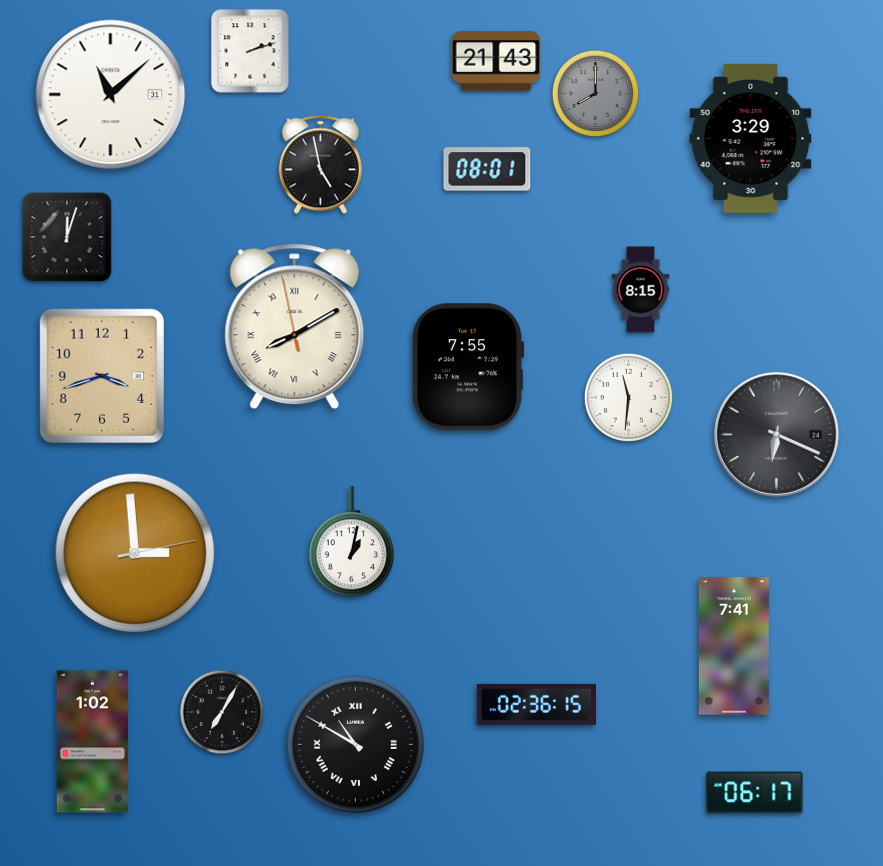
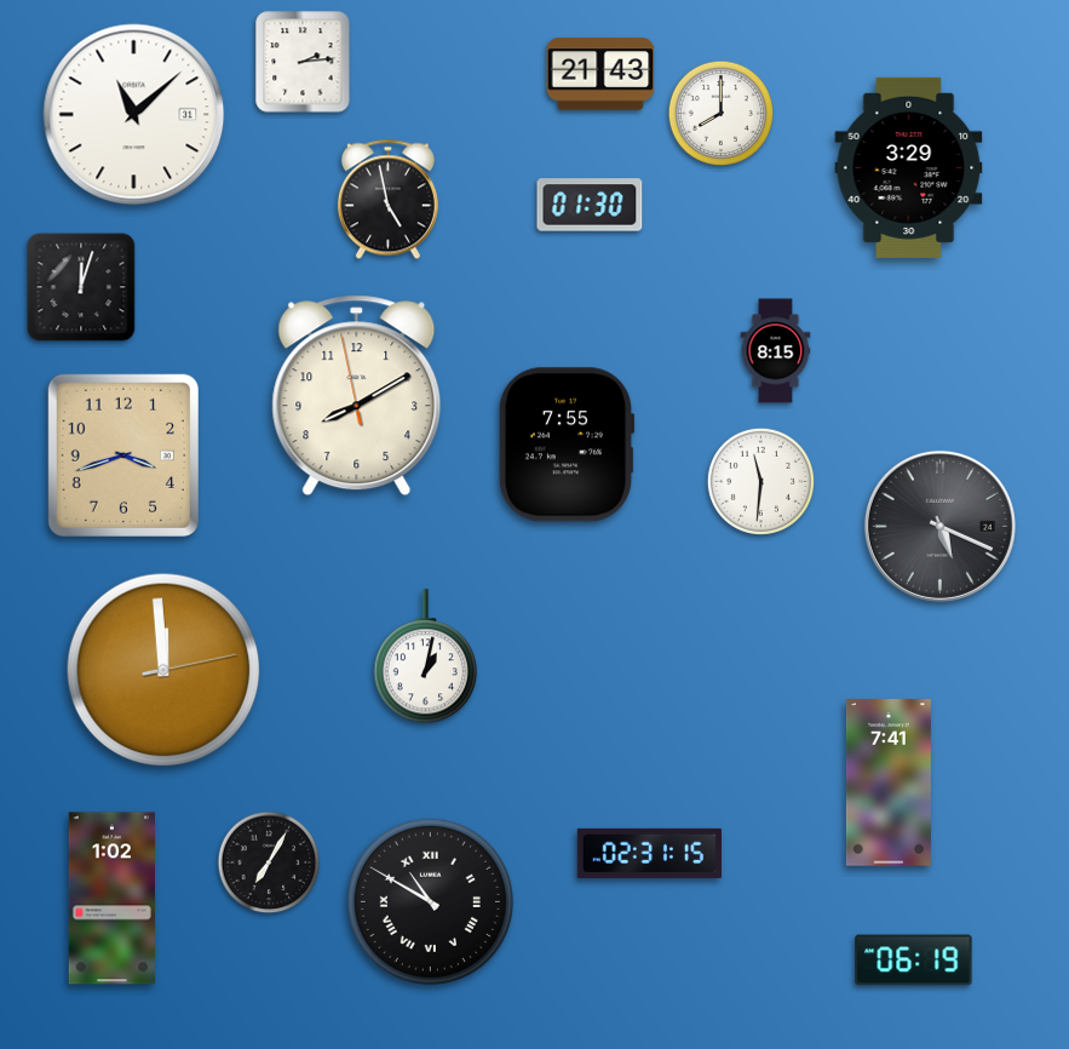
clock at (250, 51): 2:12 -> 2:14
clock at (596, 94) dial: grey -> white
clock at (487, 169): 08:01 -> 01:30
clock at (295, 327) numerals: Roman -> Arabic
clock at (776, 434): 6:19 -> 5:19
clock at (135, 553): 2:59 -> 11:59
clock at (536, 704): 02:36 -> 02:31
clock at (755, 793): 06:17 -> 06:19
